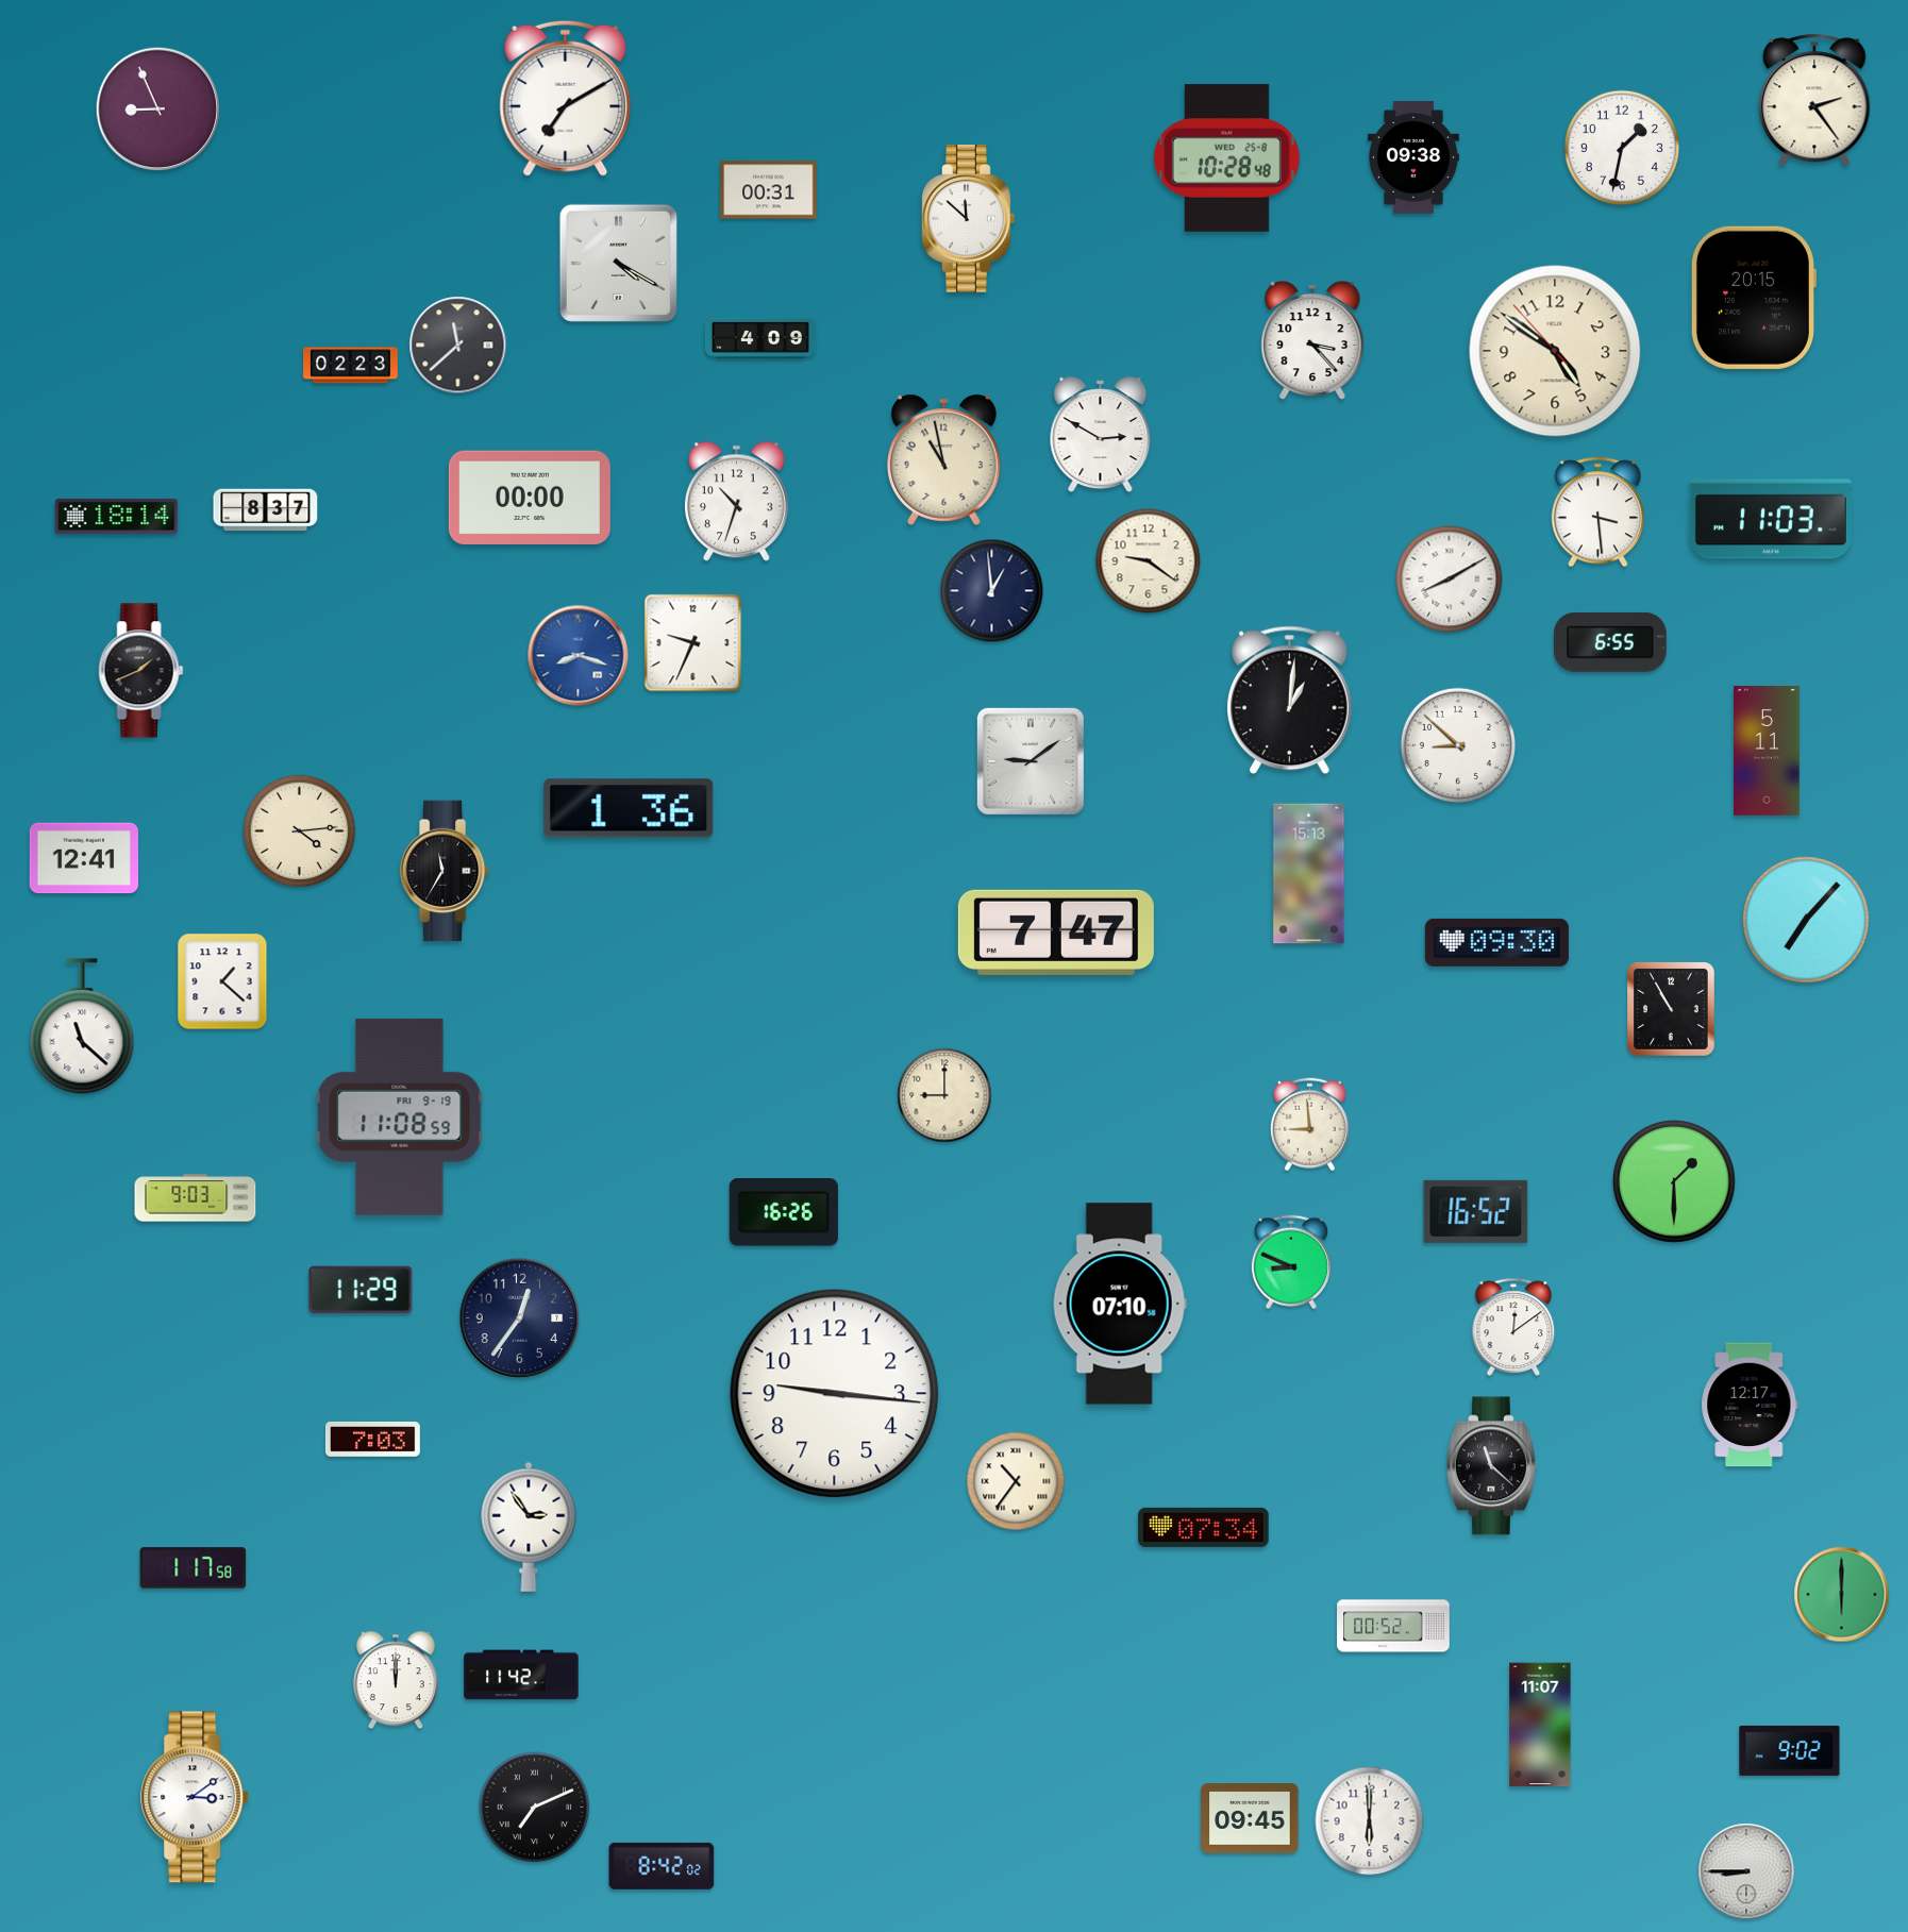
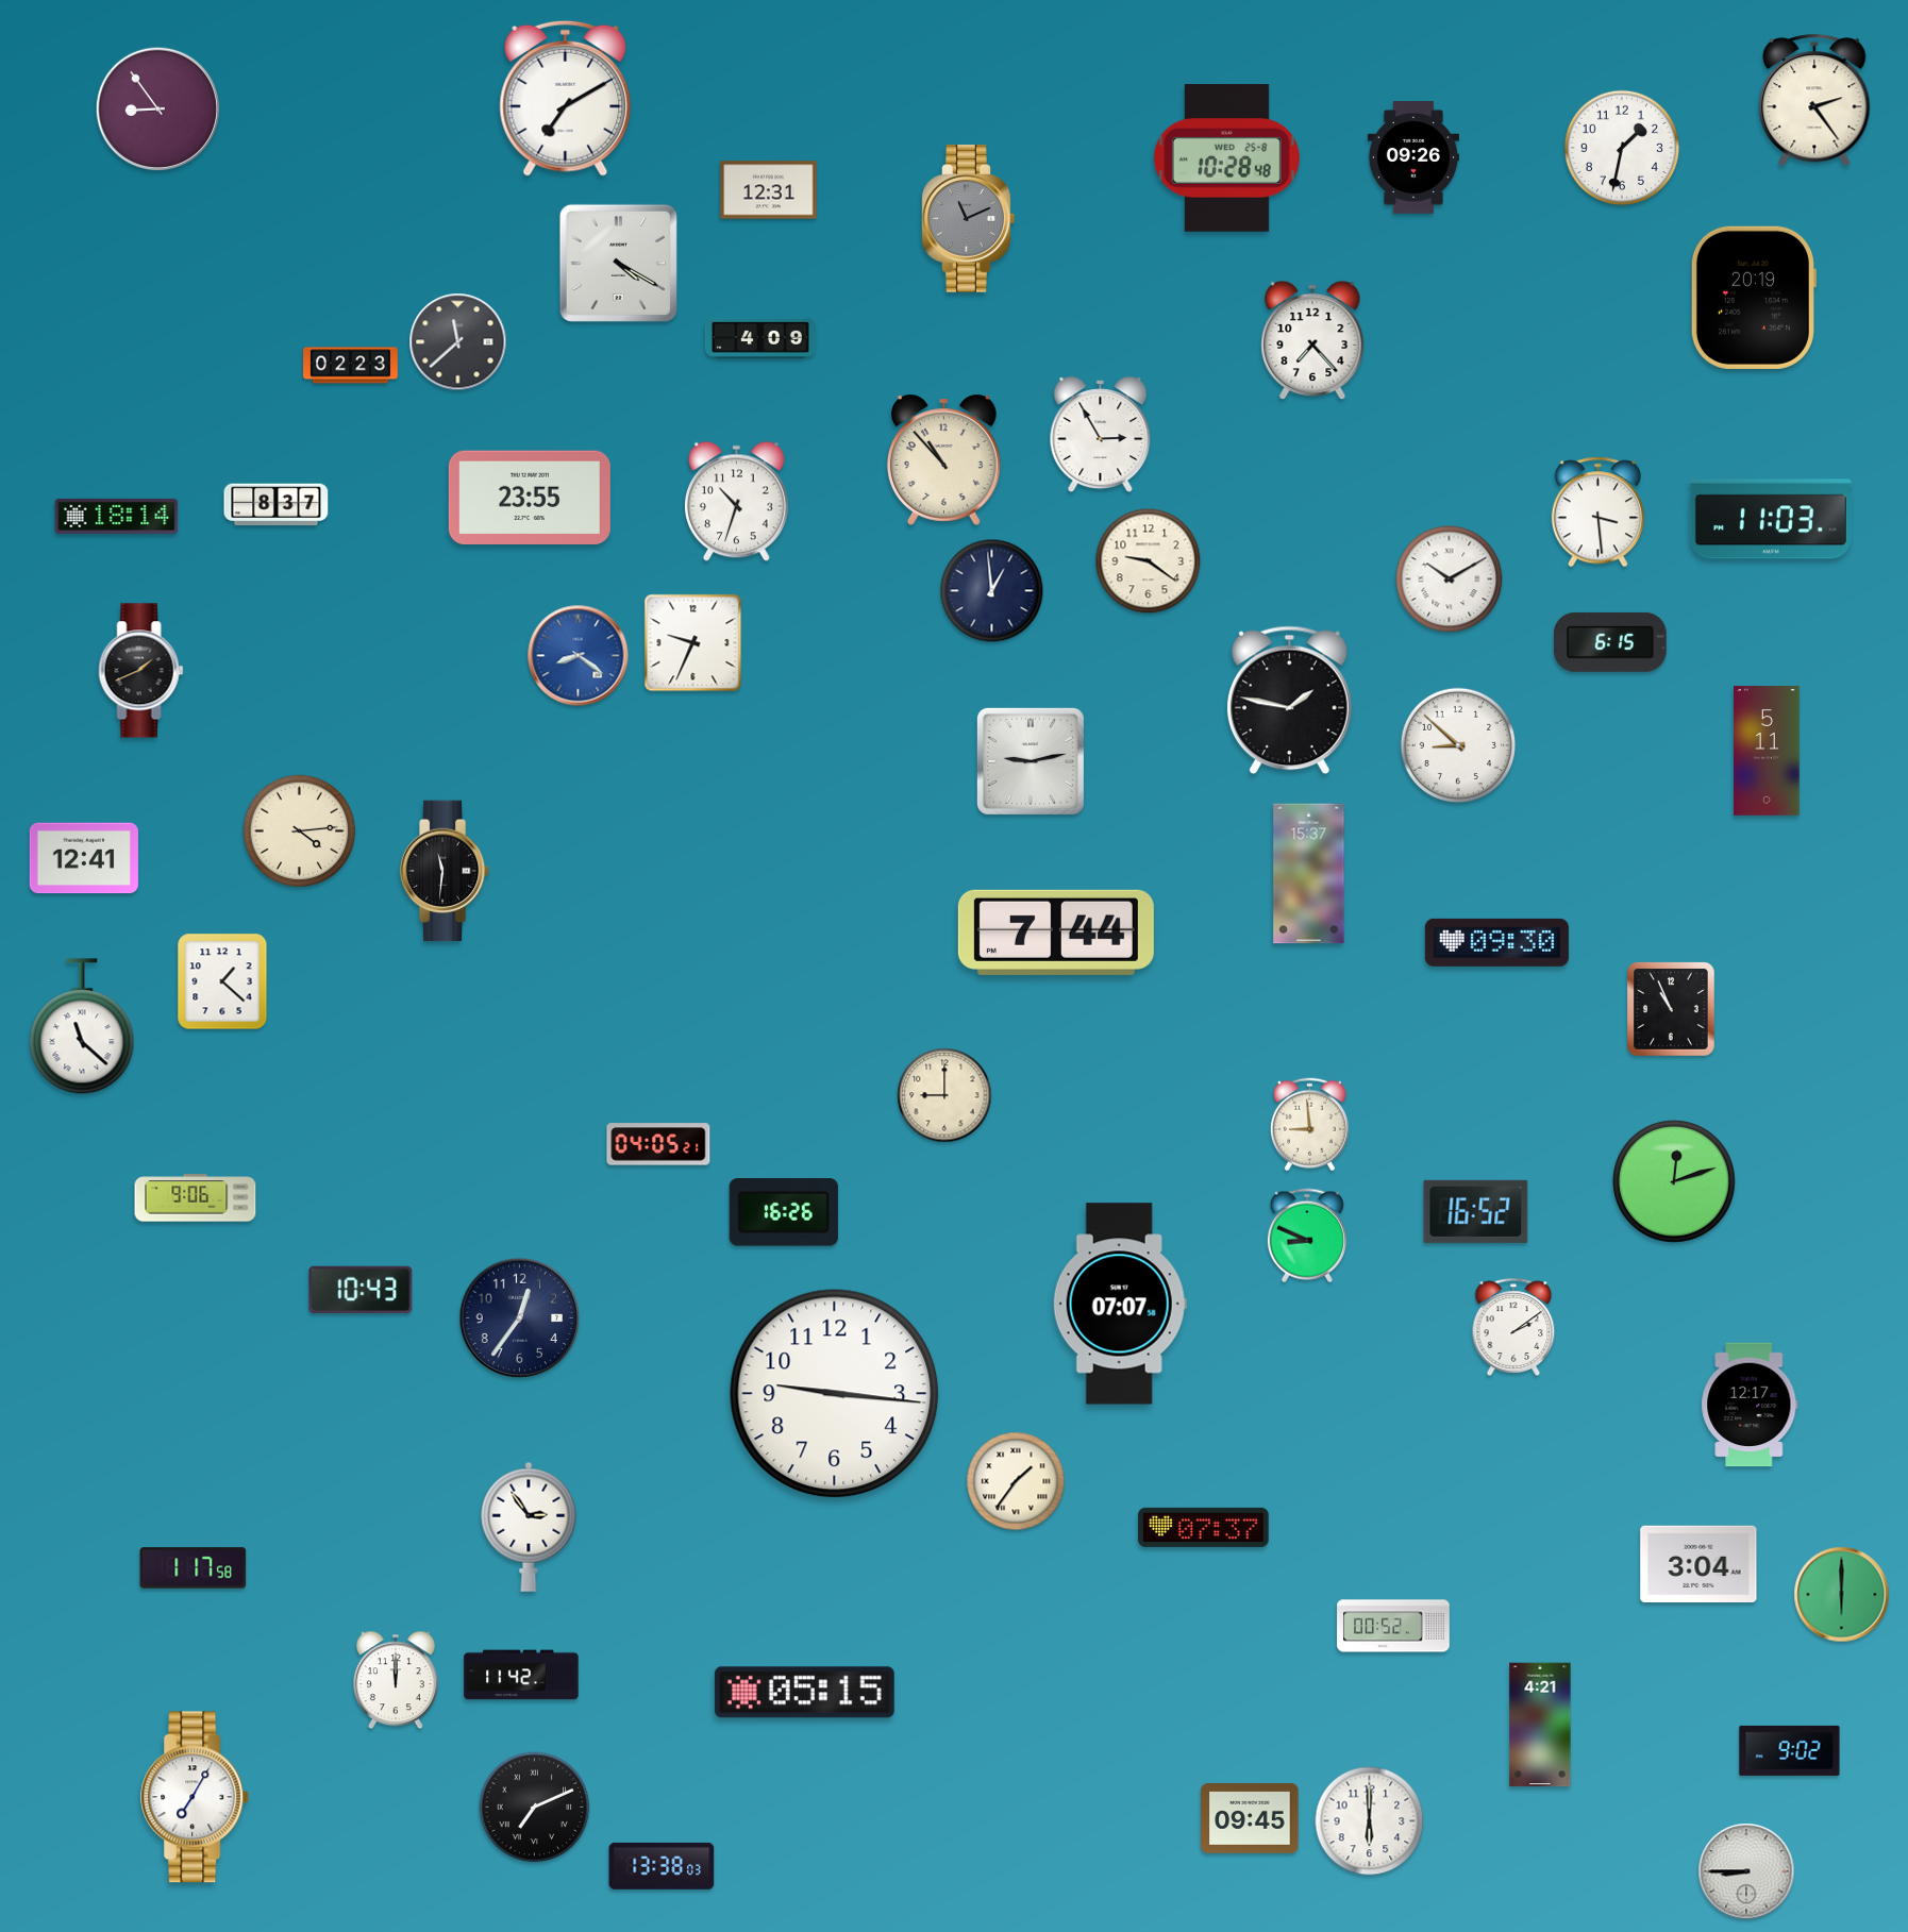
clock at (158, 110): 8:56 -> 8:54
clock at (1413, 157): 09:38 -> 09:26
clock at (769, 190): 00:31 -> 12:31
clock at (969, 219): 11:52 -> 11:11
clock at (969, 219) dial: white -> grey
clock at (1753, 298): 20:15 -> 20:19
clock at (1312, 340): 3:23 -> 7:23
clock at (458, 346) position: (458, 346) -> (458, 342)
clock at (1555, 351): 4:50 -> none
clock at (1101, 435): 2:50 -> 2:55
clock at (944, 459): 10:58 -> 10:53
clock at (530, 497): 00:00 -> 23:55
clock at (266, 510) position: (266, 510) -> (277, 505)
clock at (1450, 579): 8:10 -> 10:10
clock at (1611, 642): 6:55 -> 6:15
clock at (579, 656): 8:18 -> 8:21
clock at (1289, 701): 1:01 -> 1:47
clock at (1031, 761): 9:09 -> 9:13
clock at (629, 808): 1:36 -> none
clock at (445, 871): 11:35 -> 11:31
clock at (1309, 874): 15:13 -> 15:37
clock at (1806, 920): 7:07 -> none
clock at (1056, 933): 7:47 -> 7:44
clock at (1672, 1010): 10:55 -> 10:56
clock at (400, 1116): 11:08 -> none
clock at (658, 1144): none -> 04:05
clock at (1675, 1182): 1:30 -> 12:12
clock at (196, 1198): 9:03 -> 9:06
clock at (1291, 1262) position: (1291, 1262) -> (1307, 1236)
clock at (361, 1289): 11:29 -> 10:43
clock at (1120, 1304): 07:10 -> 07:07
clock at (1513, 1327): 12:09 -> 2:09
clock at (372, 1439): 7:03 -> none
clock at (1491, 1466): 11:22 -> none
clock at (1016, 1481): 10:36 -> 1:36
clock at (1204, 1527): 07:34 -> 07:37
clock at (1698, 1563): none -> 3:04
clock at (804, 1693): none -> 05:15
clock at (1540, 1725): 11:07 -> 4:21
clock at (196, 1797): 3:09 -> 7:05
clock at (662, 1866): 8:42 -> 13:38
